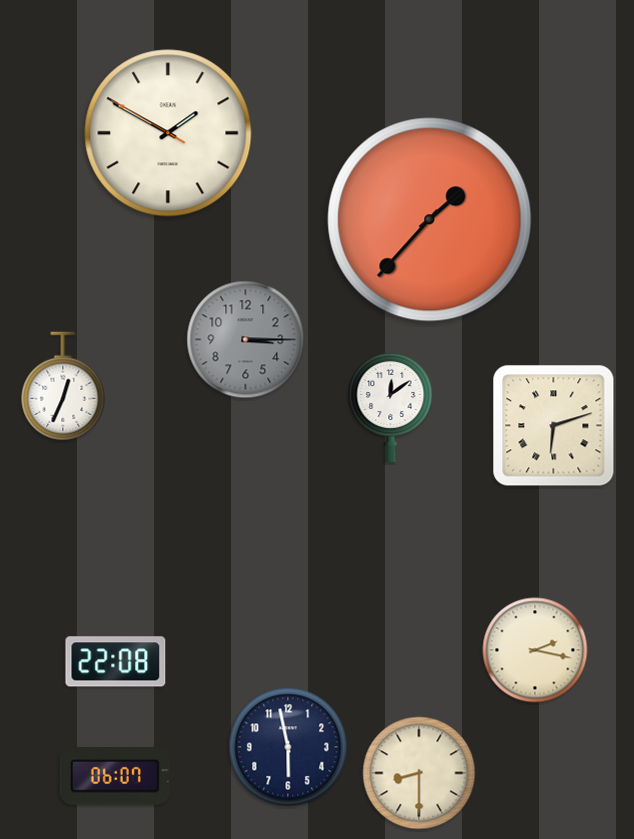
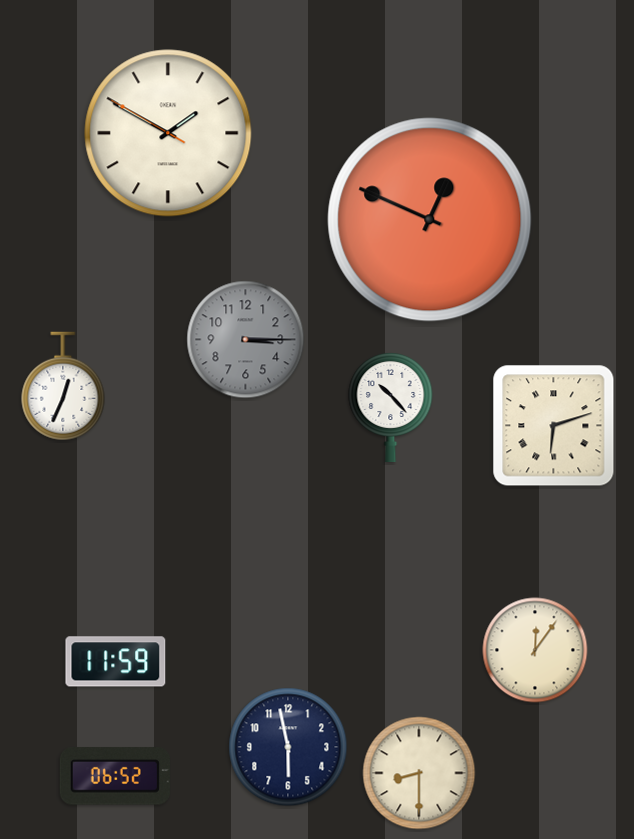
clock at (430, 220): 1:37 -> 12:49
clock at (391, 406): 12:09 -> 10:23
clock at (535, 650): 2:17 -> 12:06
clock at (116, 662): 22:08 -> 11:59
clock at (115, 776): 06:07 -> 06:52
